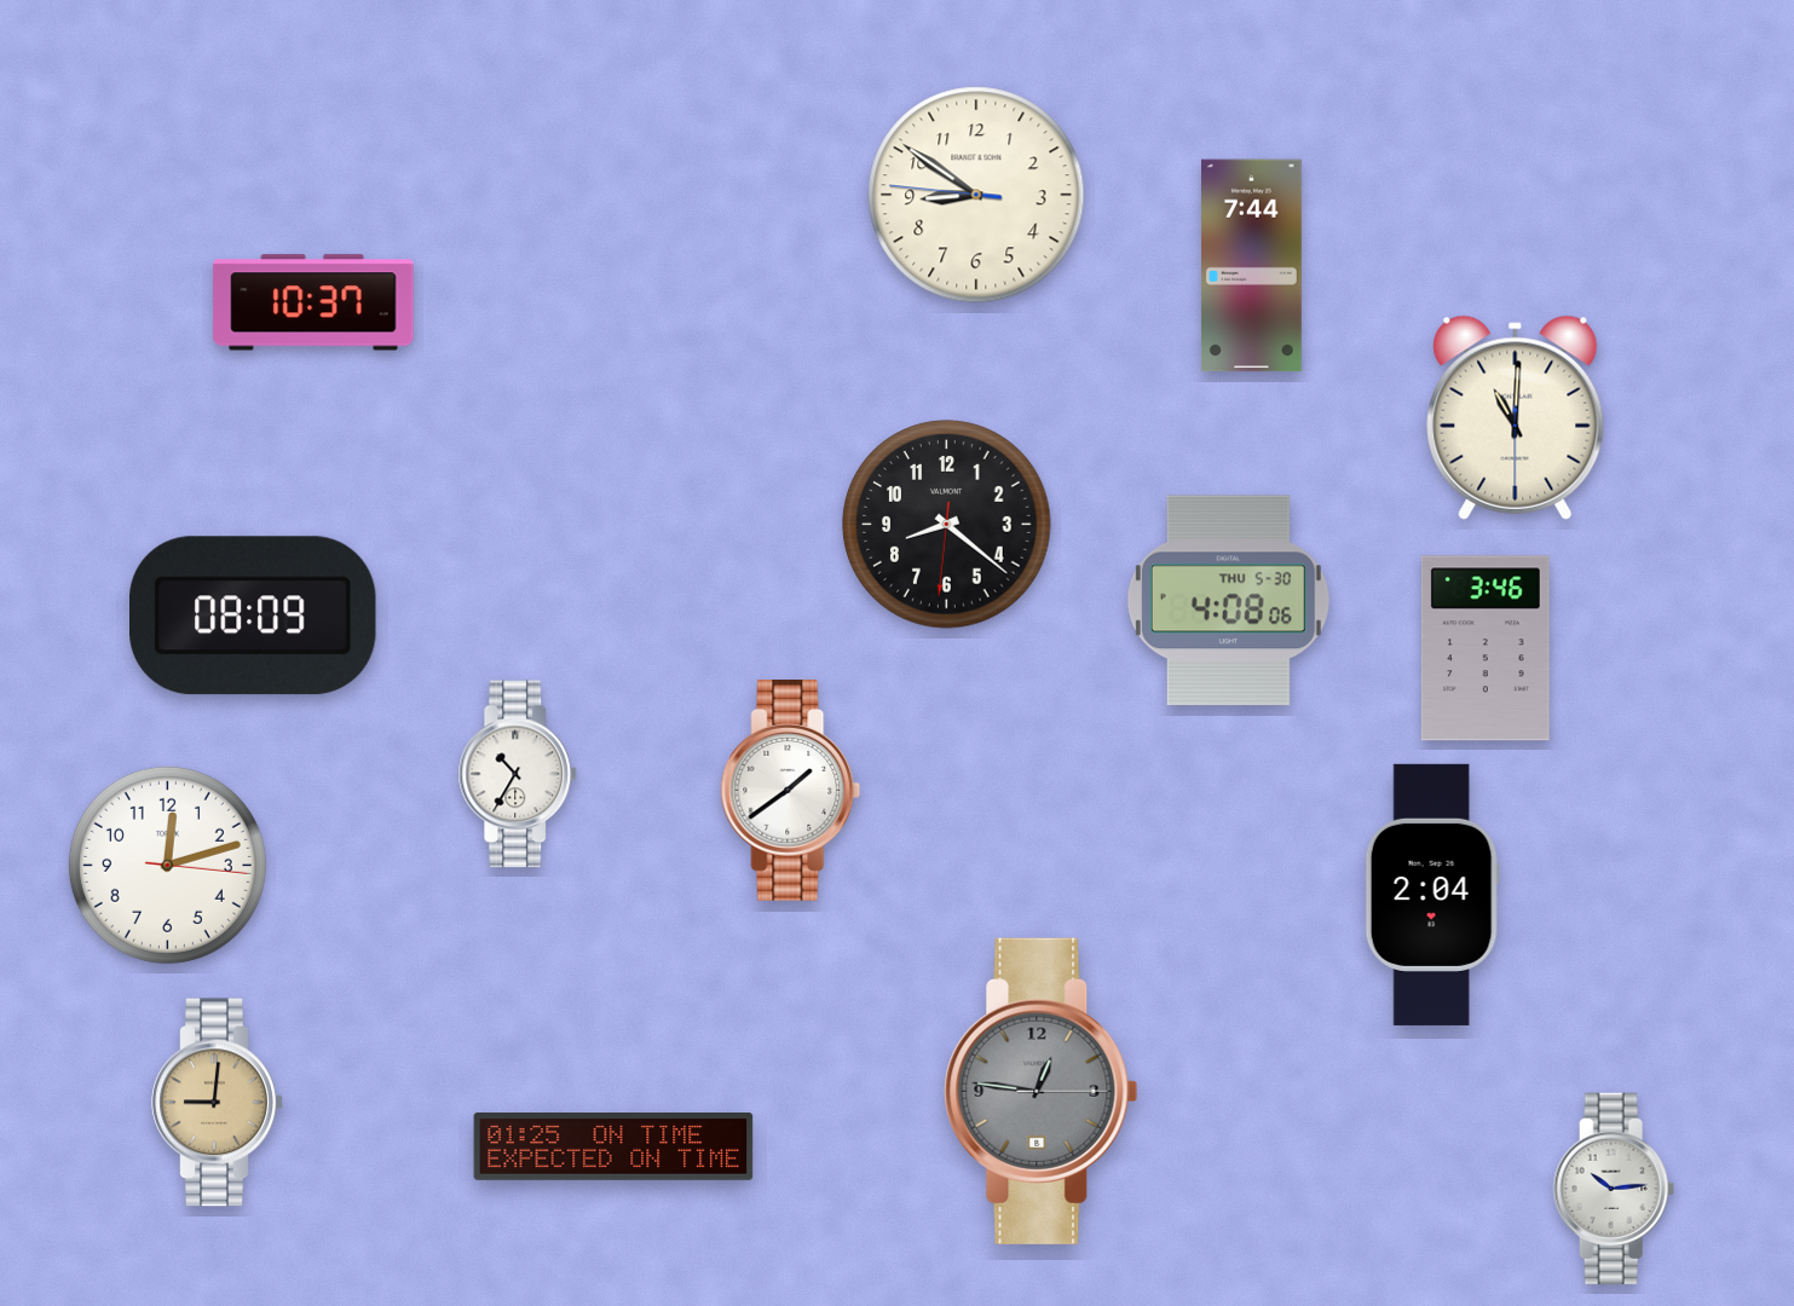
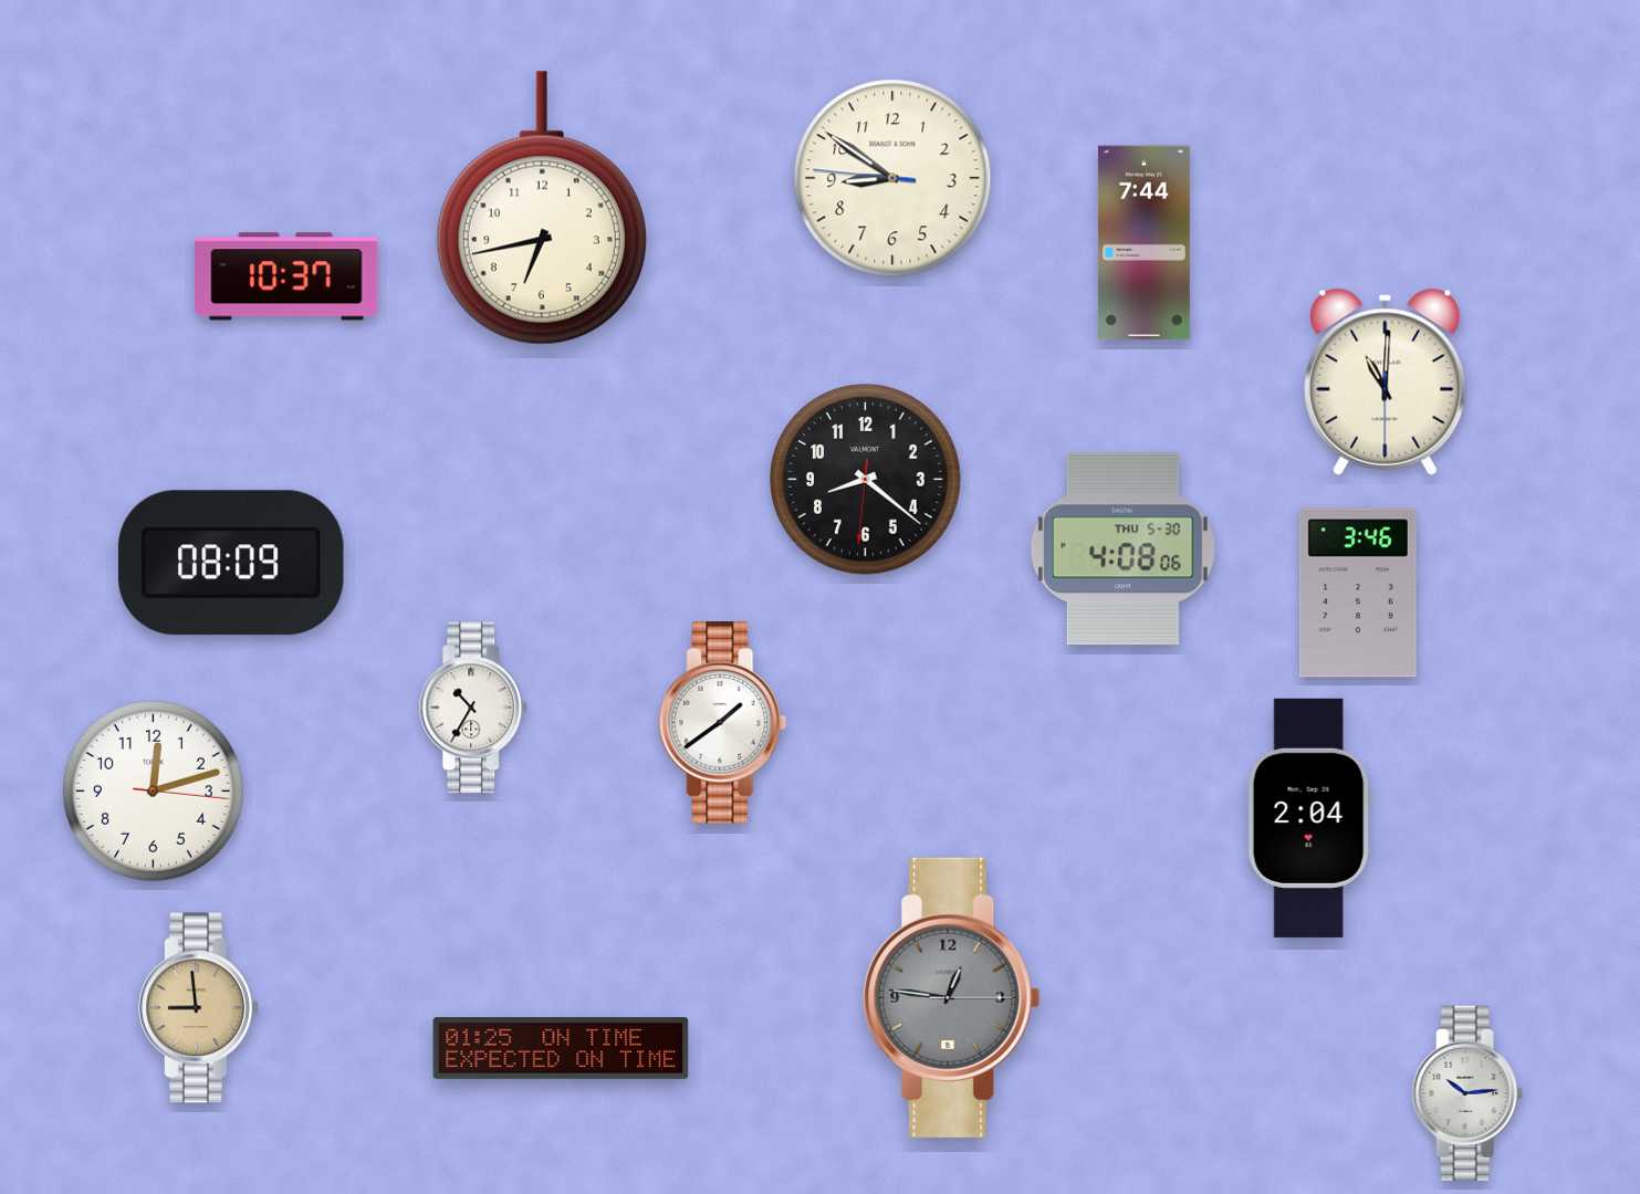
clock at (542, 208): none -> 6:43
clock at (218, 1103): 9:01 -> 8:59
clock at (1614, 1189) position: (1614, 1189) -> (1467, 1093)
